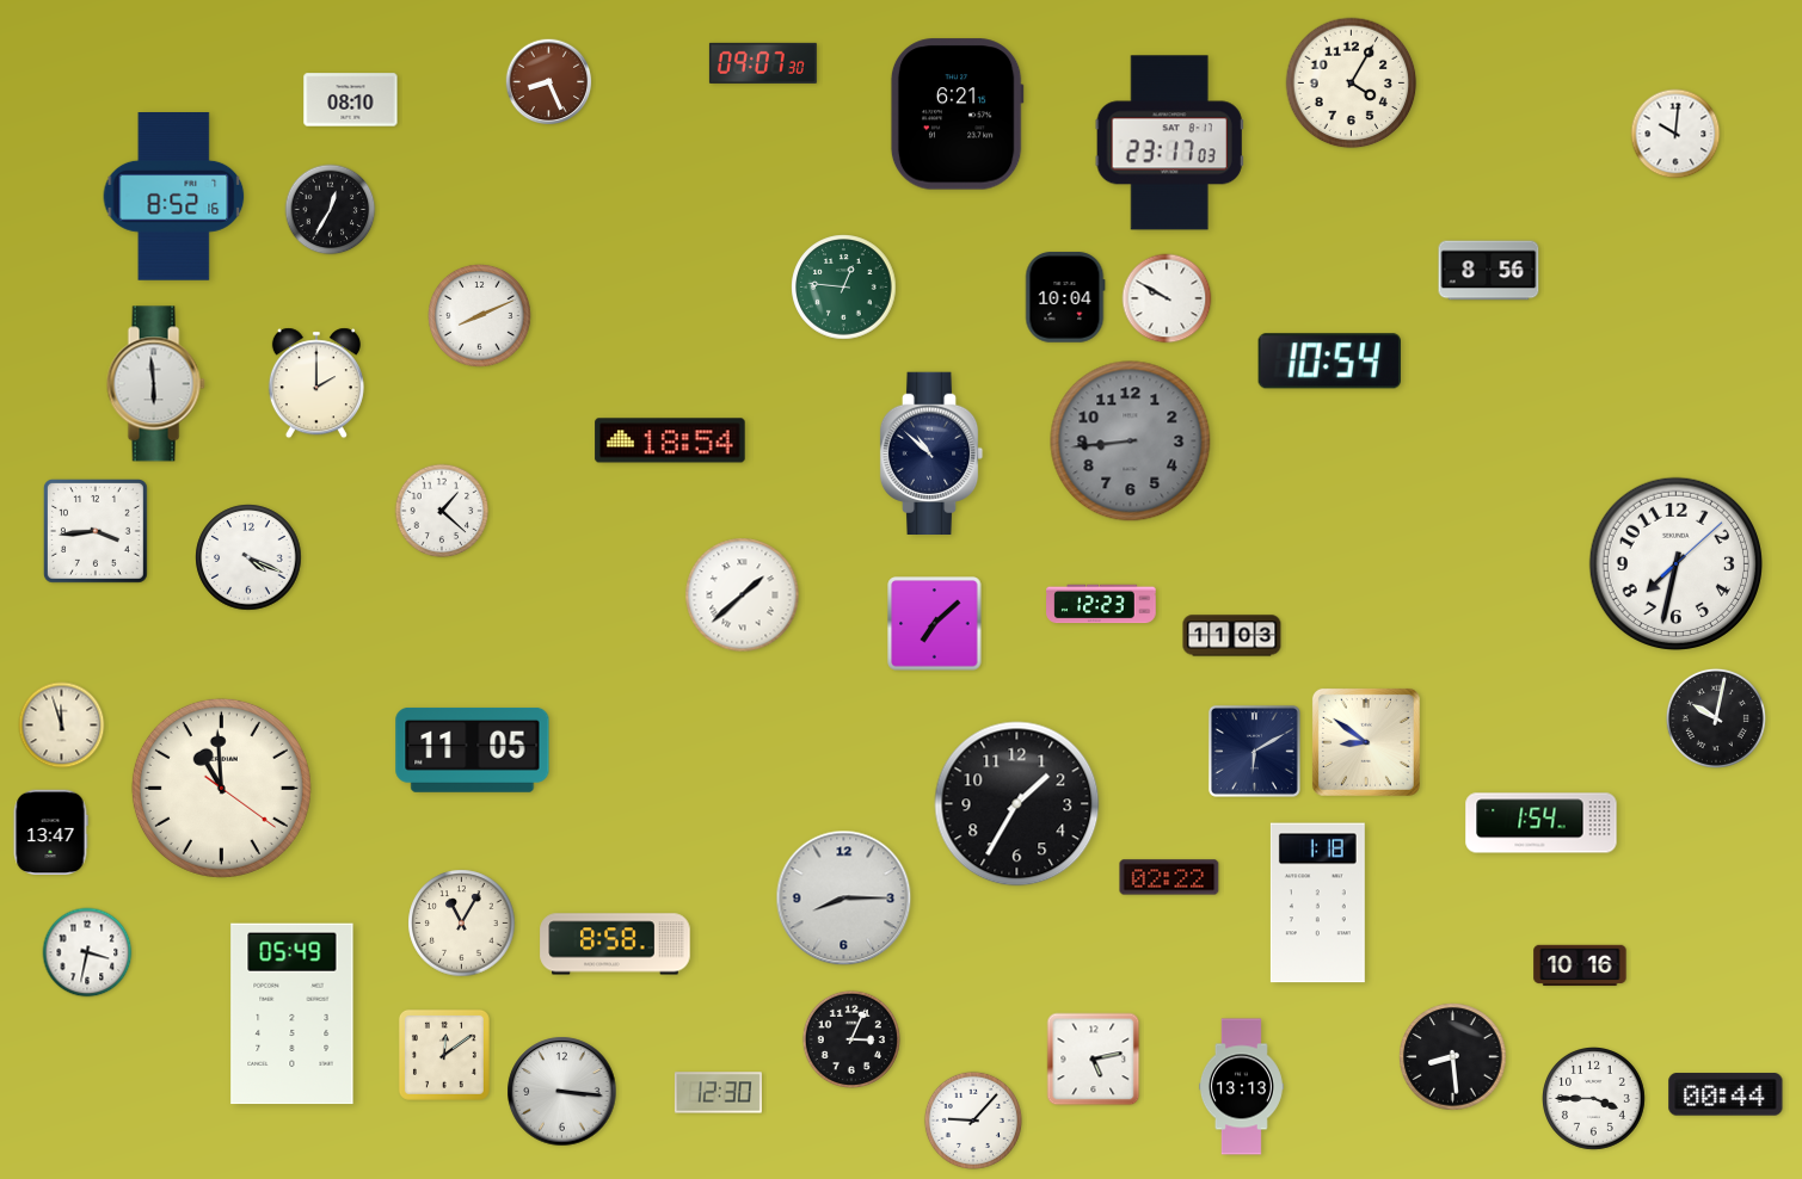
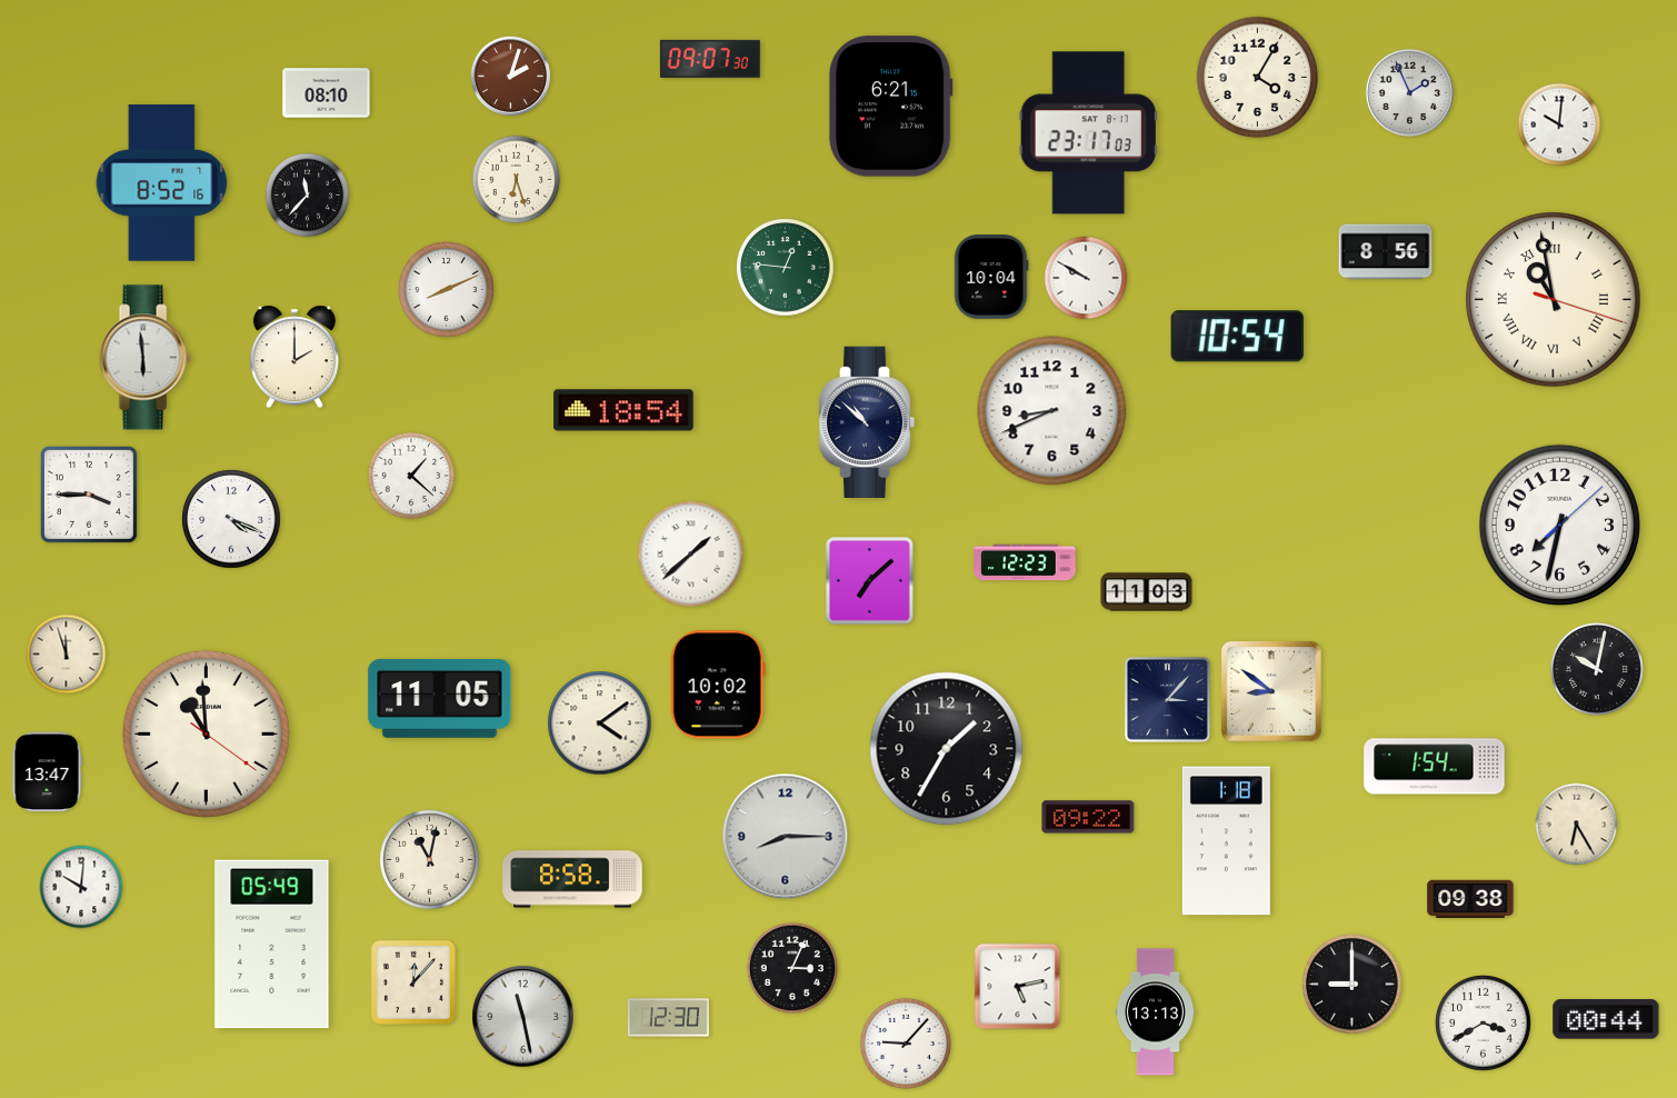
clock at (549, 82): 8:26 -> 2:03
clock at (1409, 92): none -> 1:56
clock at (517, 180): none -> 6:27
clock at (331, 210): 12:35 -> 11:37
clock at (480, 316) position: (480, 316) -> (447, 290)
clock at (1554, 300): none -> 10:58
clock at (1131, 442): 8:44 -> 8:41
clock at (1131, 442) dial: grey -> white
clock at (96, 531): 3:44 -> 3:45
clock at (62, 726) position: (62, 726) -> (67, 655)
clock at (718, 685): none -> 10:02
clock at (1254, 751): 6:10 -> 3:07
clock at (600, 723): none -> 4:09
clock at (50, 833) position: (50, 833) -> (47, 772)
clock at (1169, 877): 02:22 -> 09:22
clock at (1577, 825): none -> 6:25
clock at (462, 924): 11:05 -> 11:02
clock at (87, 952): 3:32 -> 10:01
clock at (1580, 965): 10:16 -> 09:38
clock at (444, 1055): 12:09 -> 12:07
clock at (1453, 1057): 8:29 -> 9:00
clock at (562, 1092): 3:16 -> 11:28
clock at (1594, 1099): 3:45 -> 3:40
